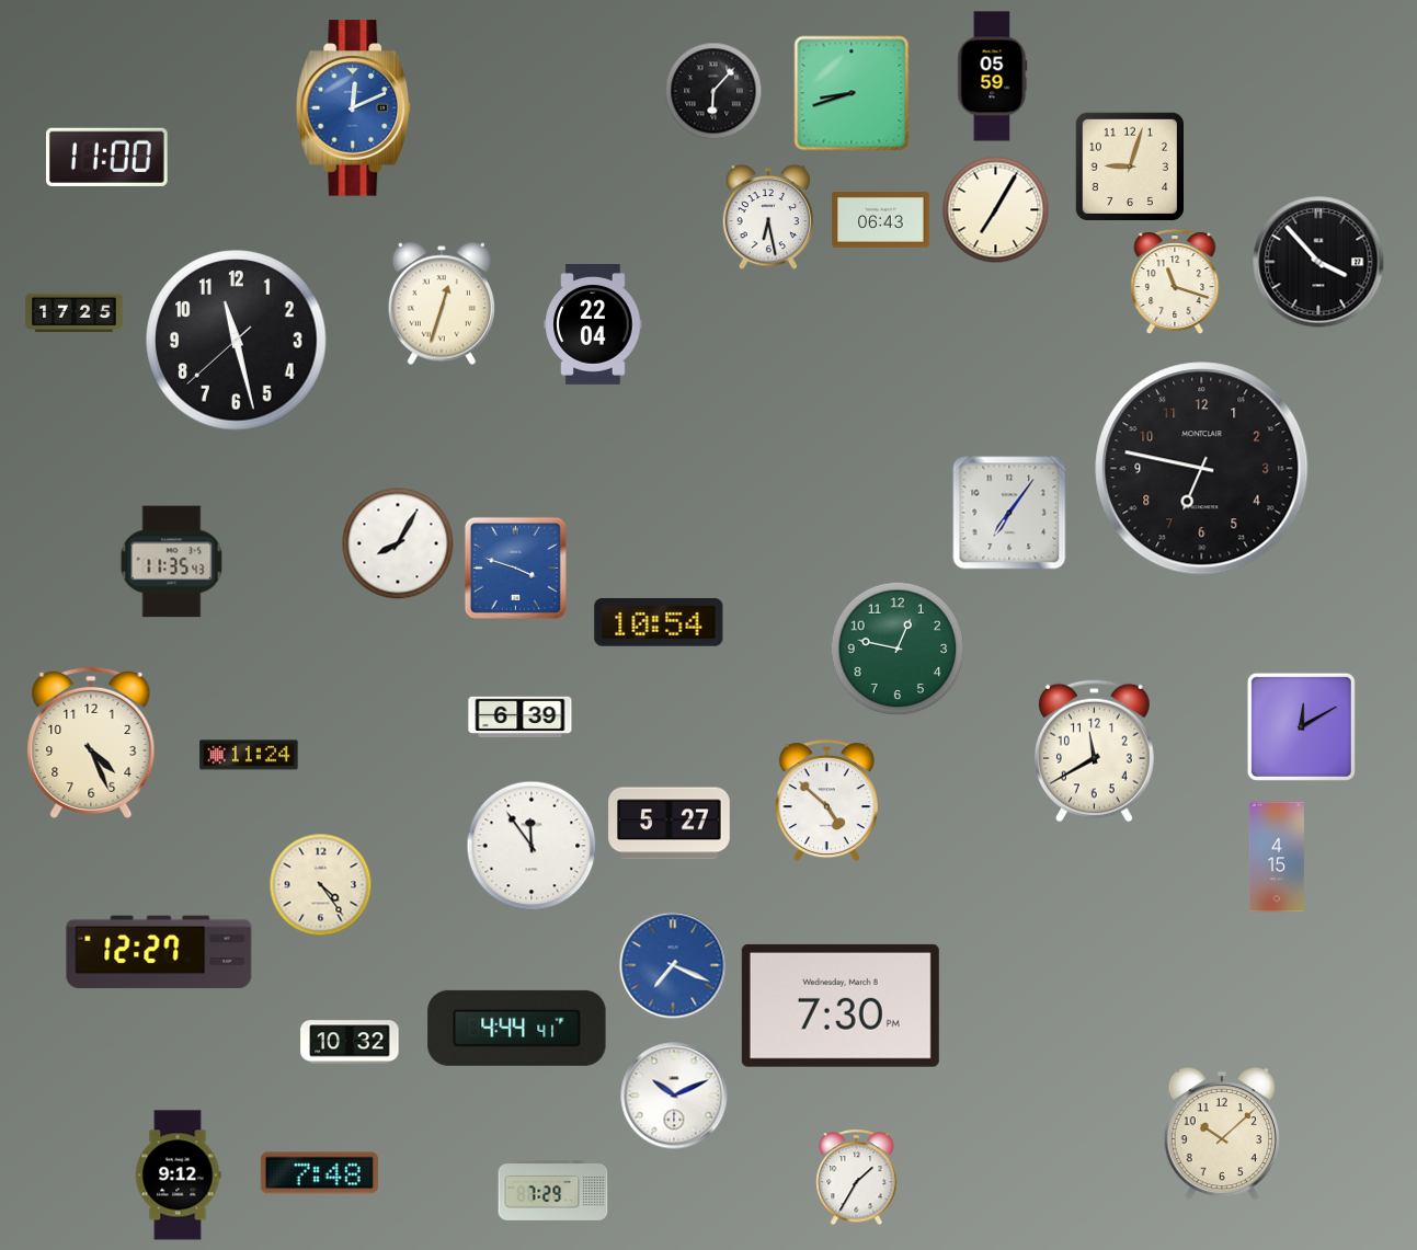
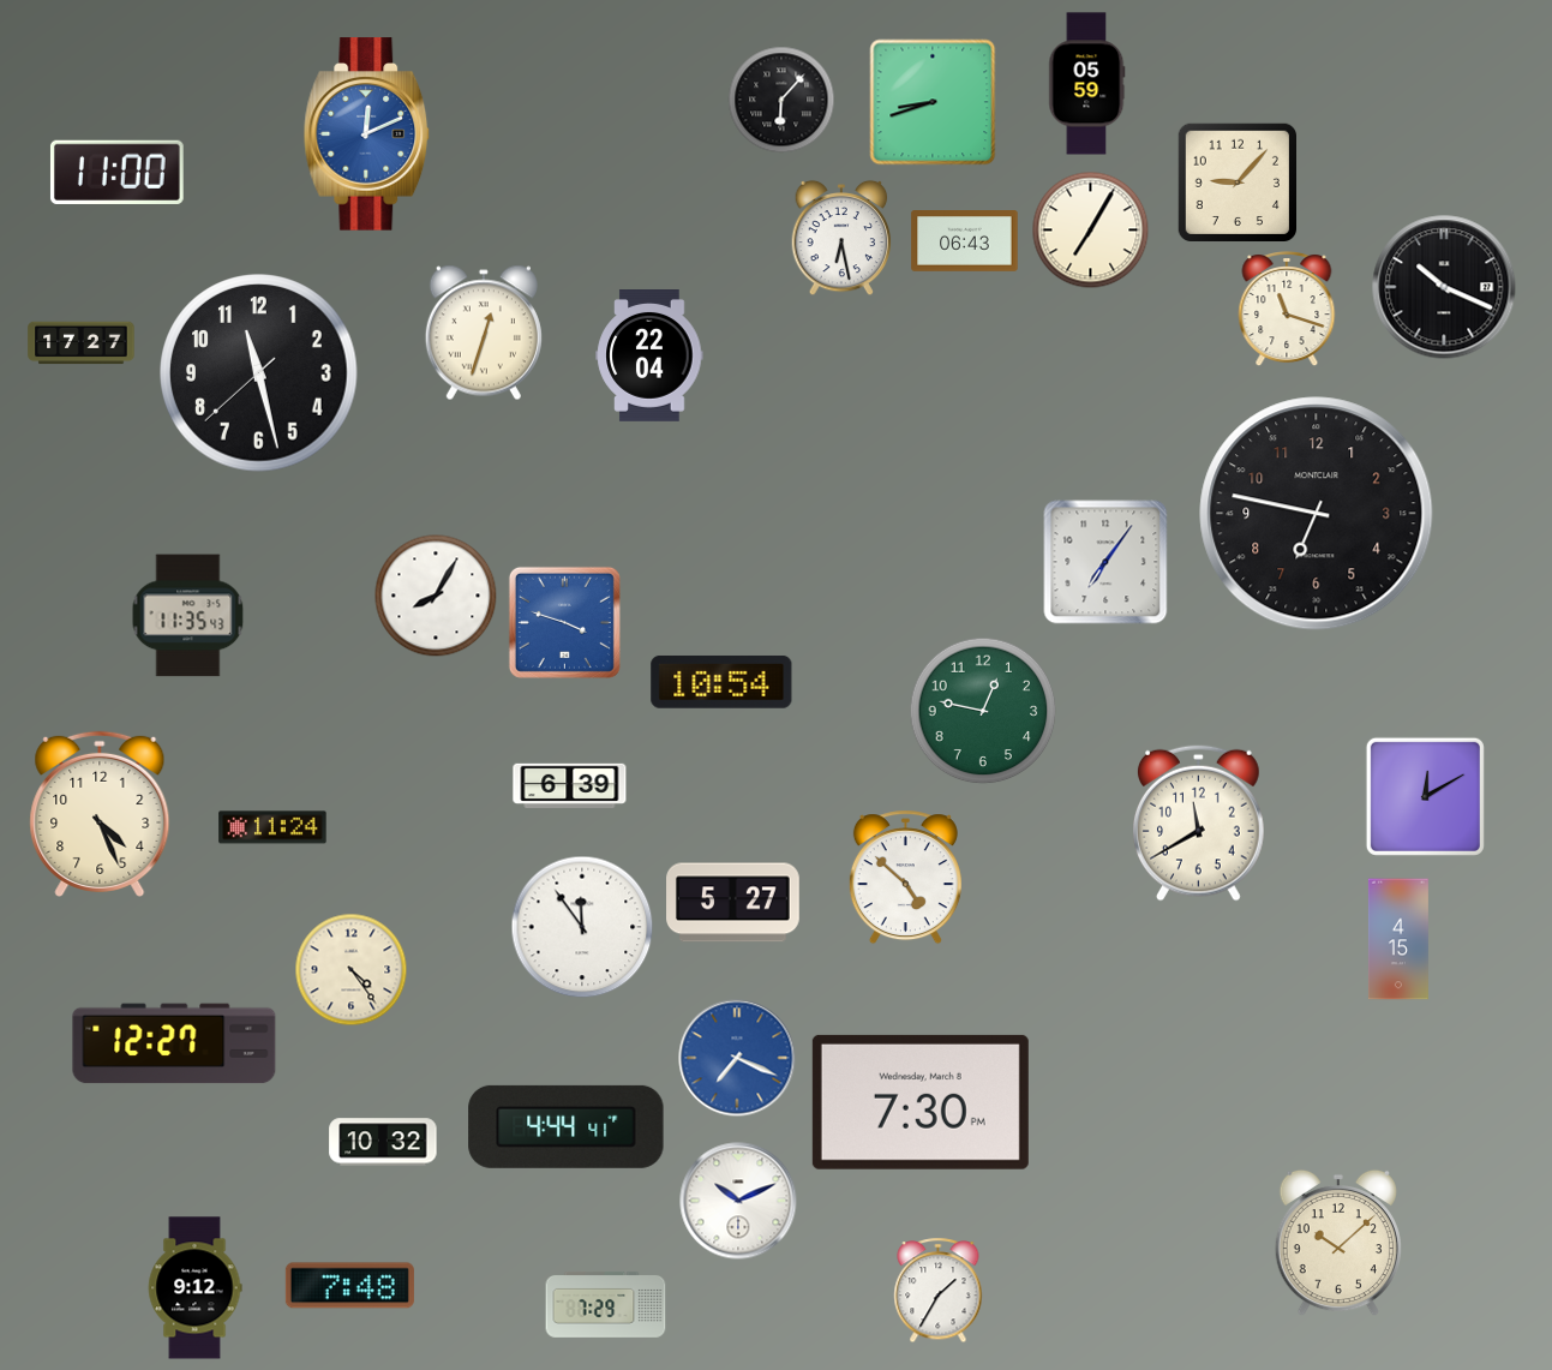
clock at (354, 108) position: (354, 108) -> (367, 134)
clock at (1129, 165): 9:03 -> 9:07
clock at (1318, 262): 3:53 -> 10:19
clock at (75, 313): 17:25 -> 17:27
